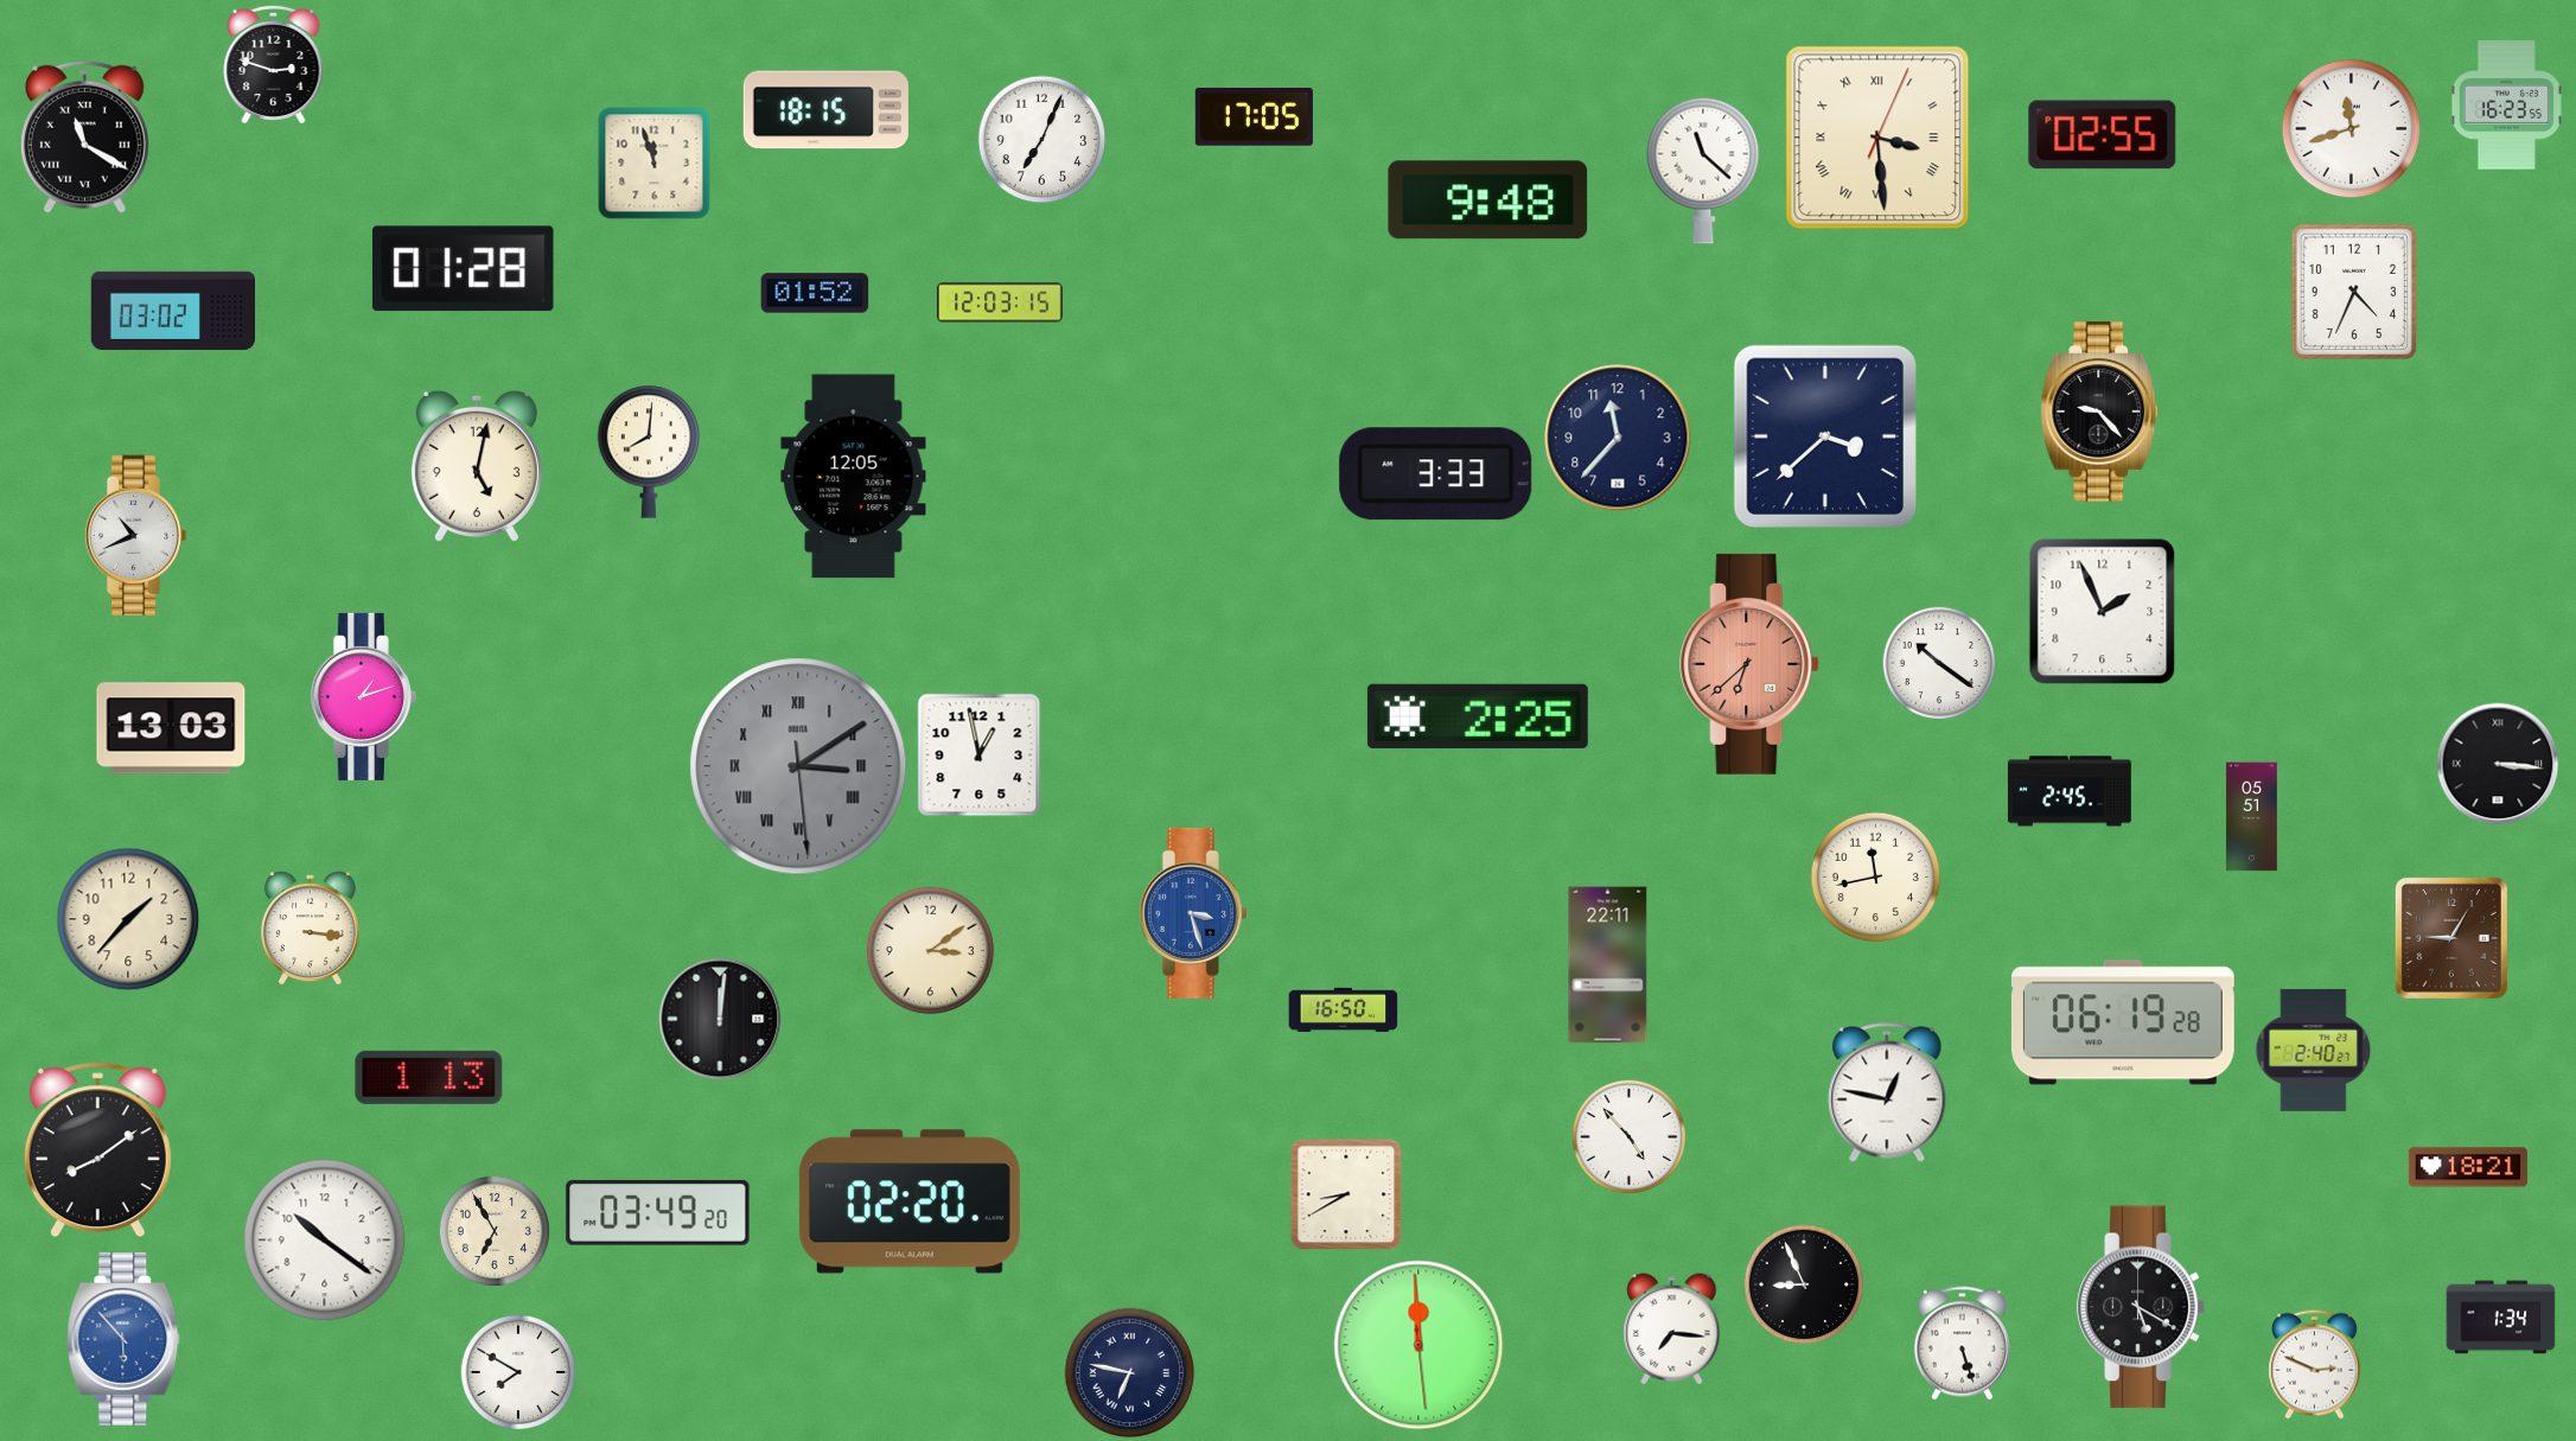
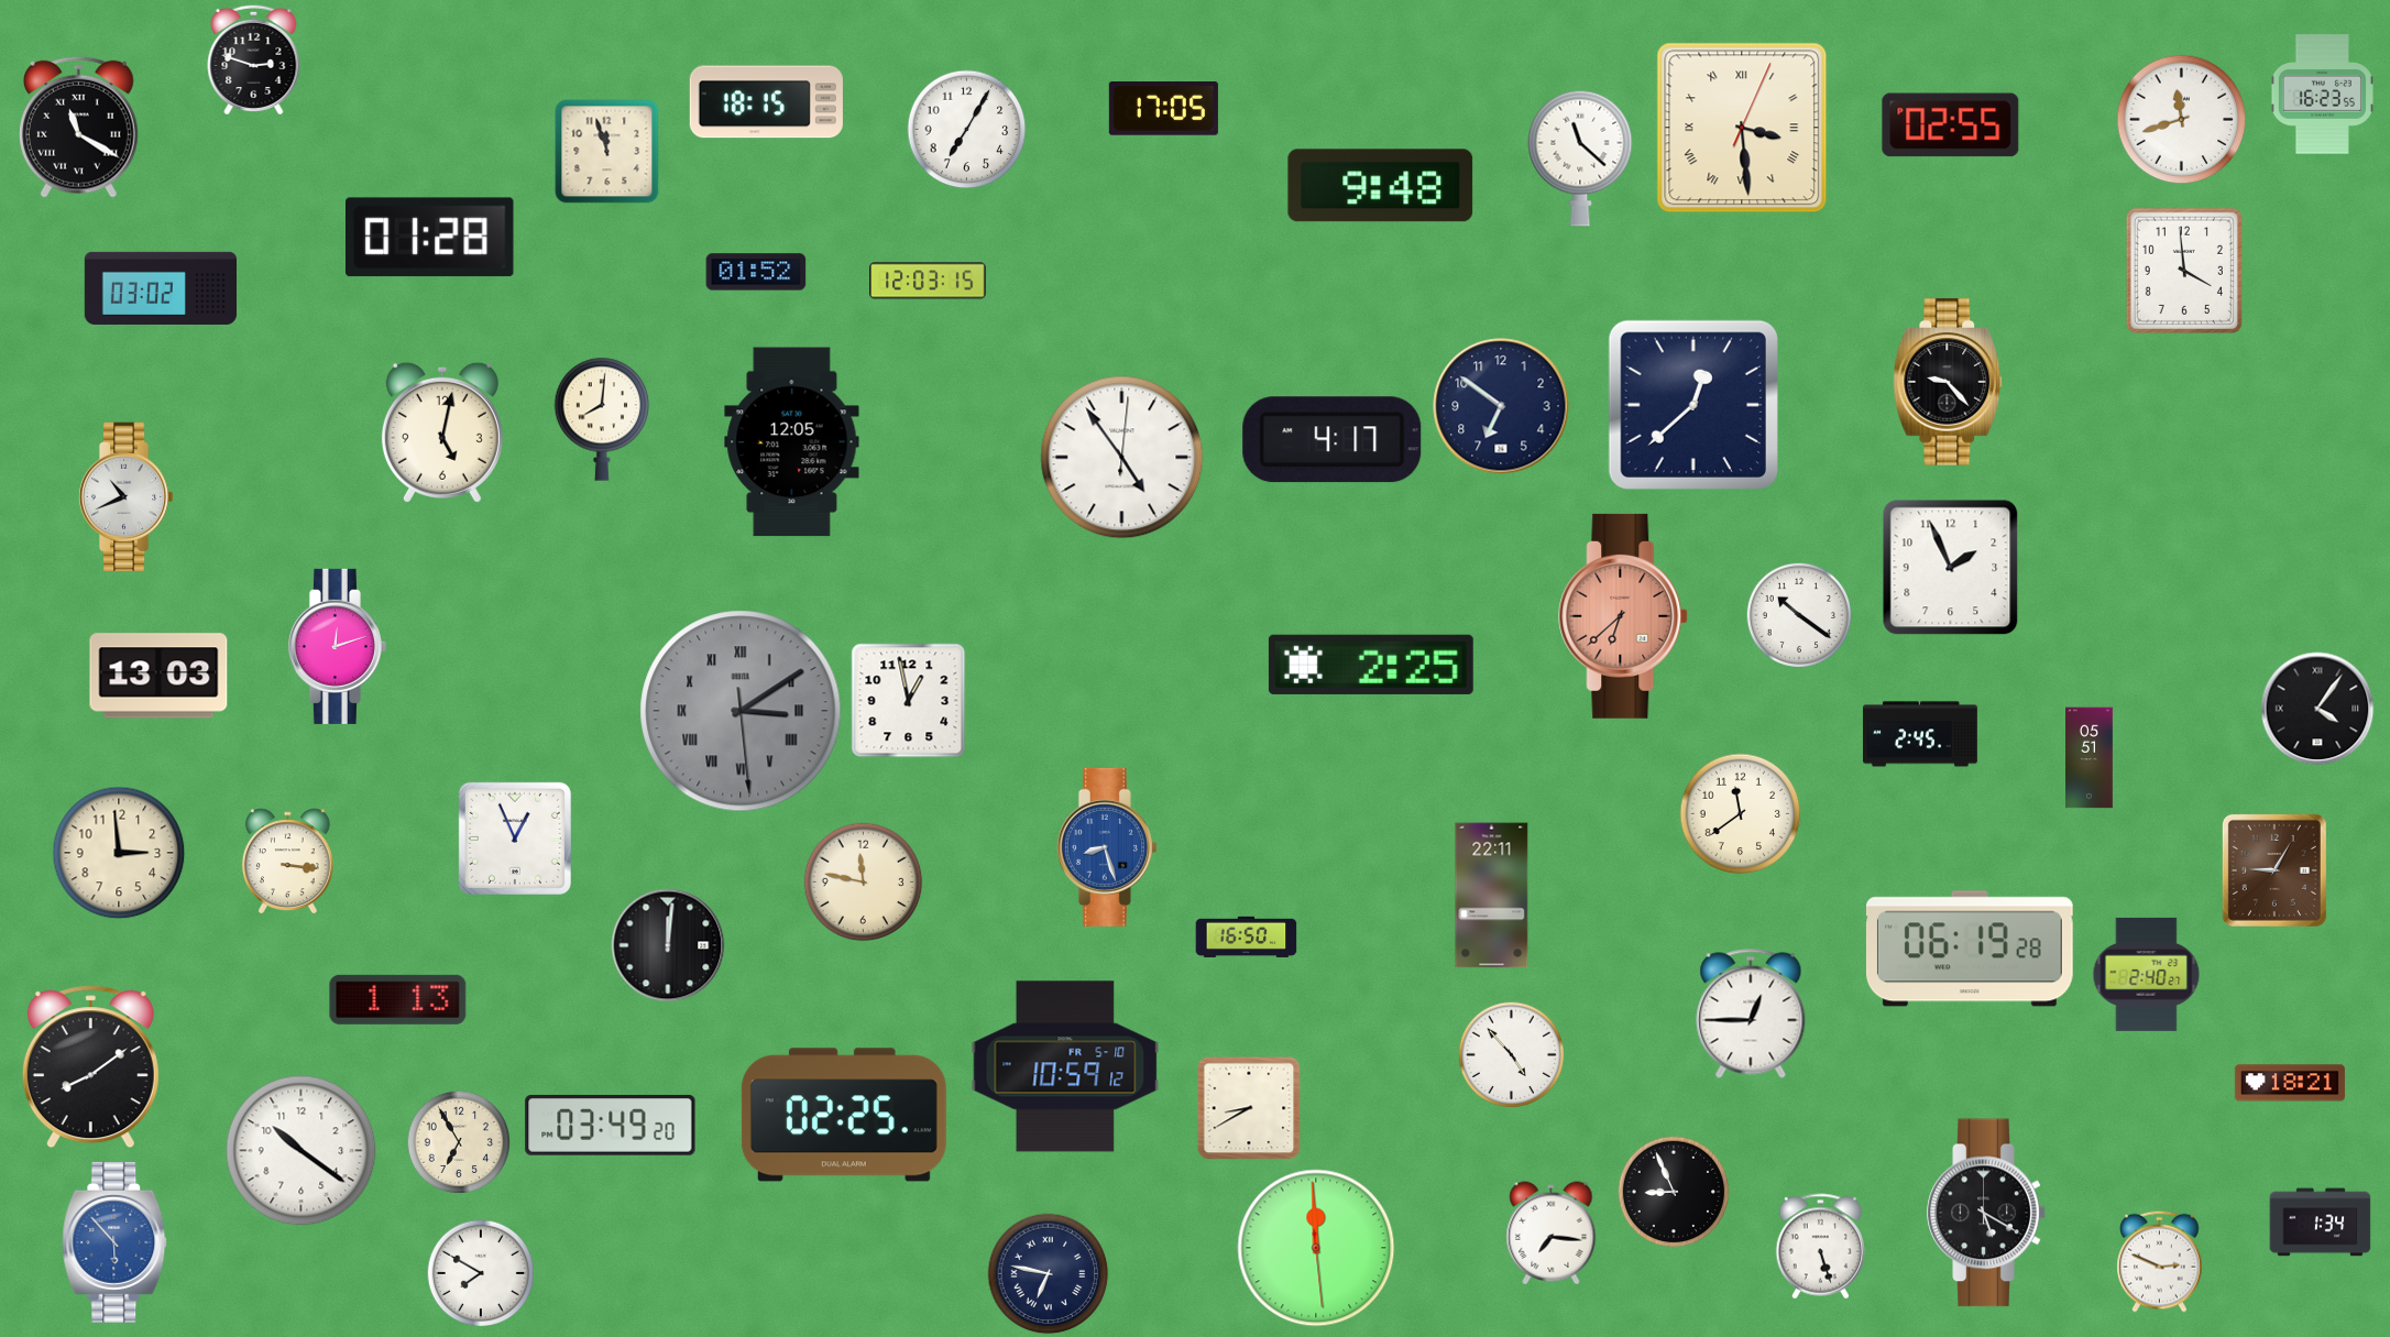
clock at (2506, 106) position: (2506, 106) -> (2322, 95)
clock at (1042, 140): 7:04 -> 7:05
clock at (464, 269) position: (464, 269) -> (430, 238)
clock at (2354, 292): 4:34 -> 3:59
clock at (1825, 436): 3:38 -> 12:38
clock at (1618, 438): 11:37 -> 6:51
clock at (1436, 474): 3:33 -> 4:17
clock at (1122, 458): none -> 4:54
clock at (363, 696): 1:12 -> 12:12
clock at (2498, 764): 3:16 -> 4:06
clock at (1876, 878): 11:43 -> 11:39
clock at (515, 839): none -> 12:56
clock at (1193, 913): 3:27 -> 8:27
clock at (128, 919): 1:37 -> 2:59
clock at (931, 951): 3:09 -> 11:47
clock at (1887, 1092): 12:47 -> 12:45
clock at (1065, 1066): none -> 10:59
clock at (910, 1201): 02:20 -> 02:25
clock at (2315, 1364) position: (2315, 1364) -> (2160, 1261)
